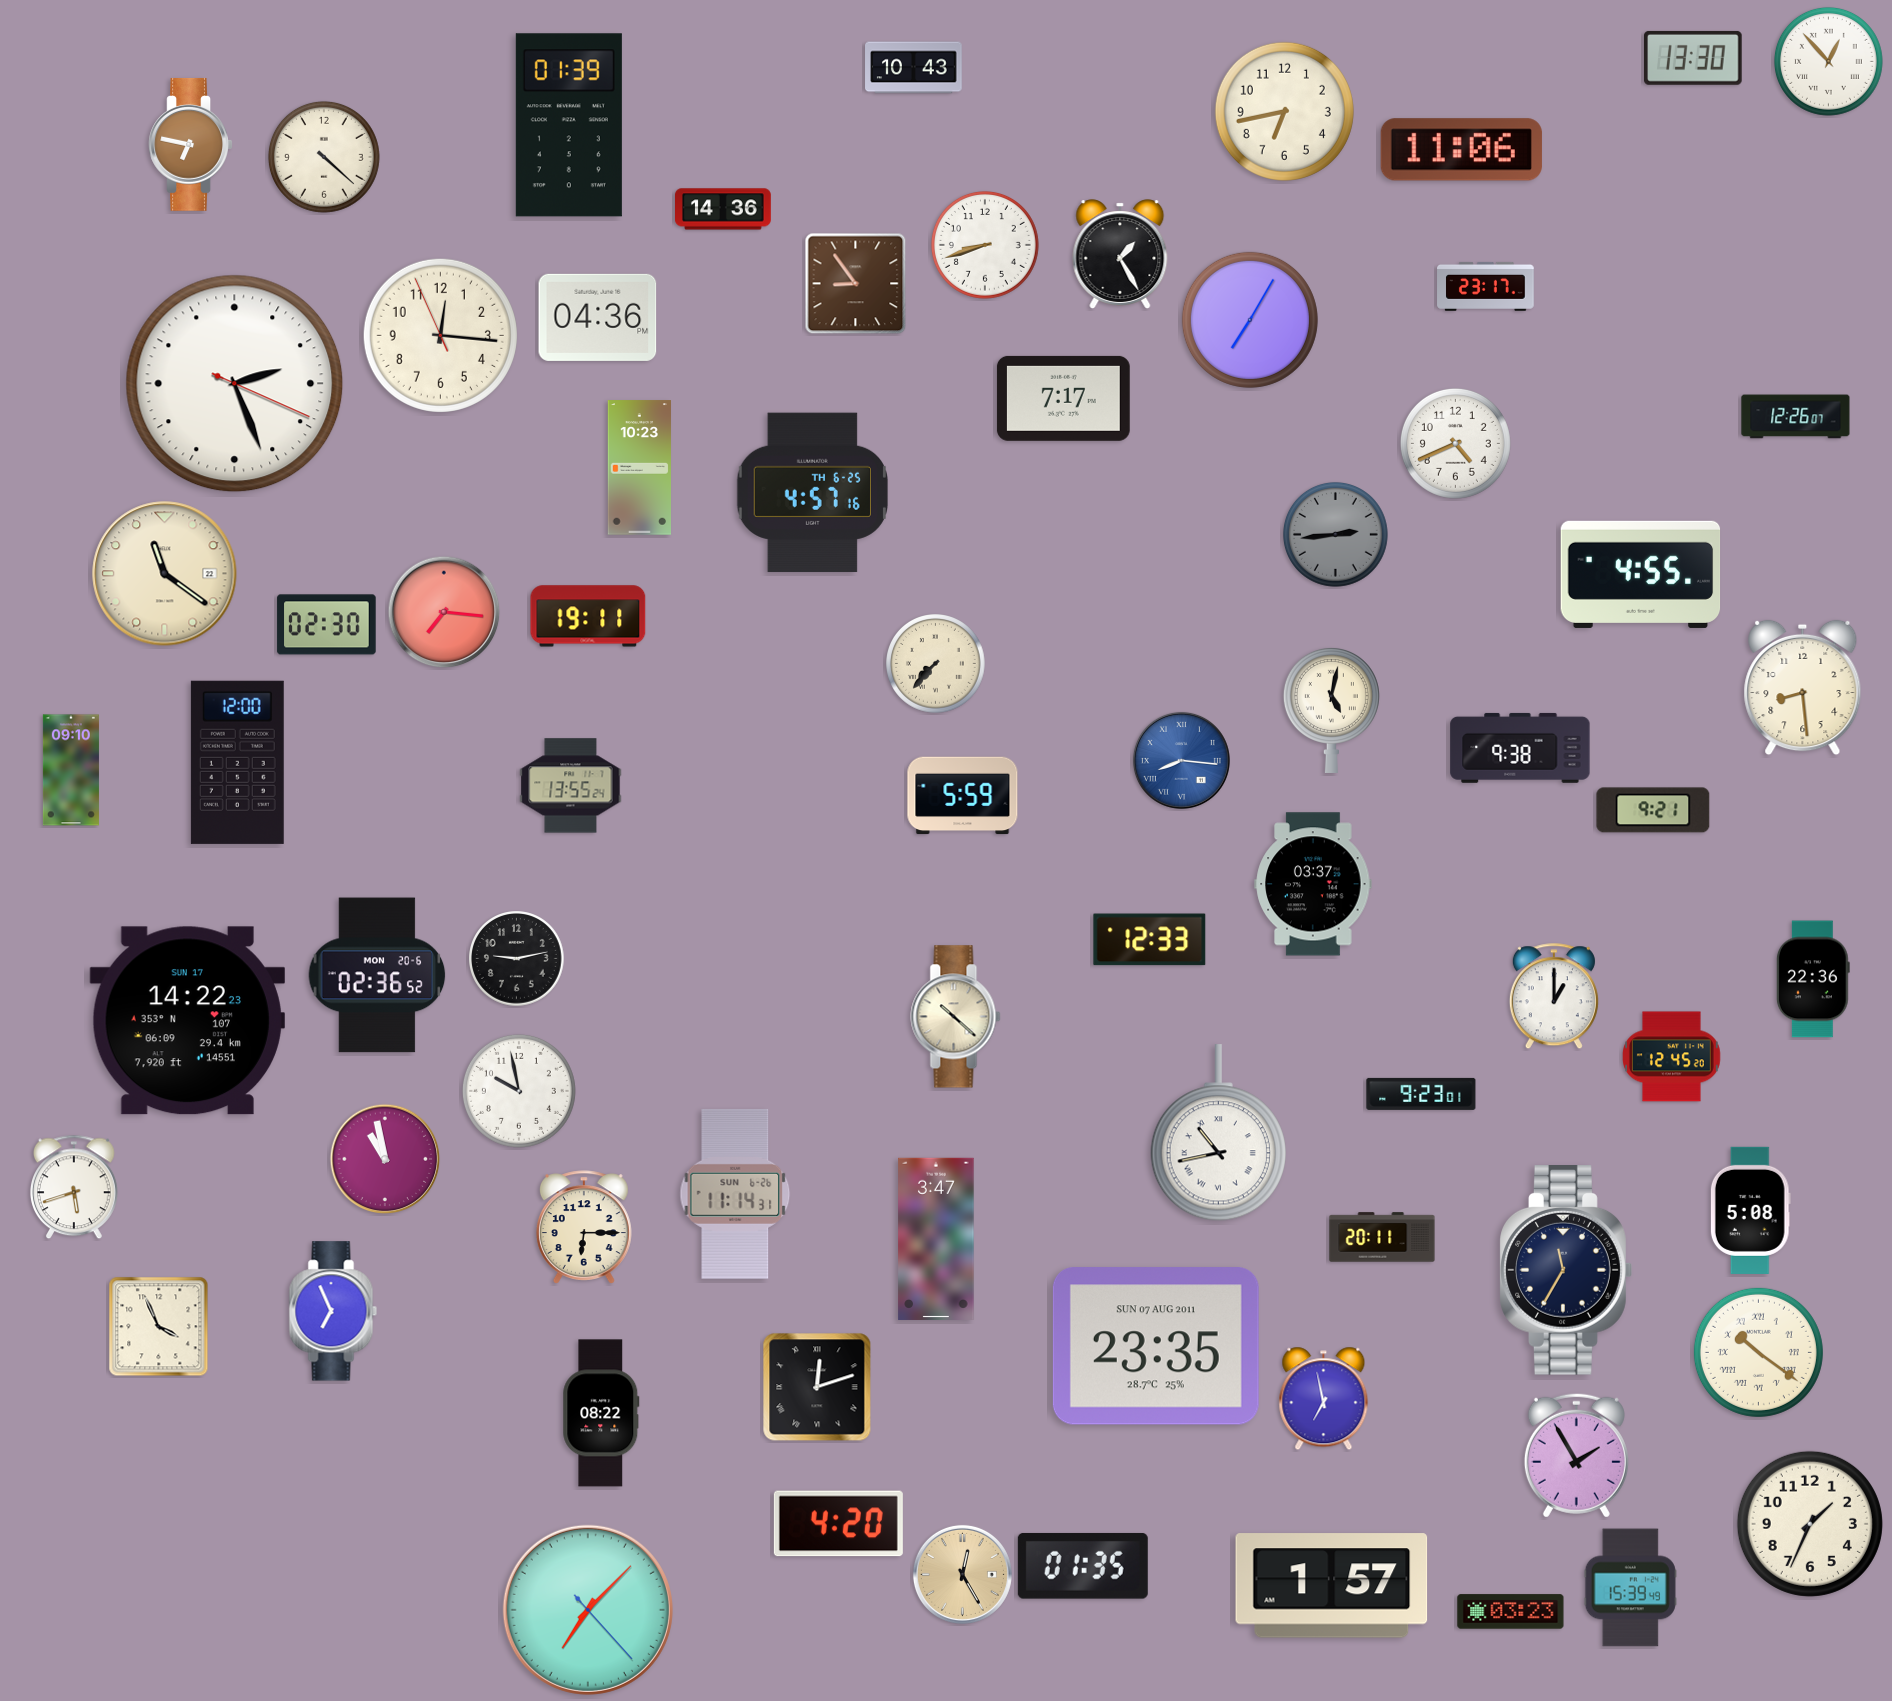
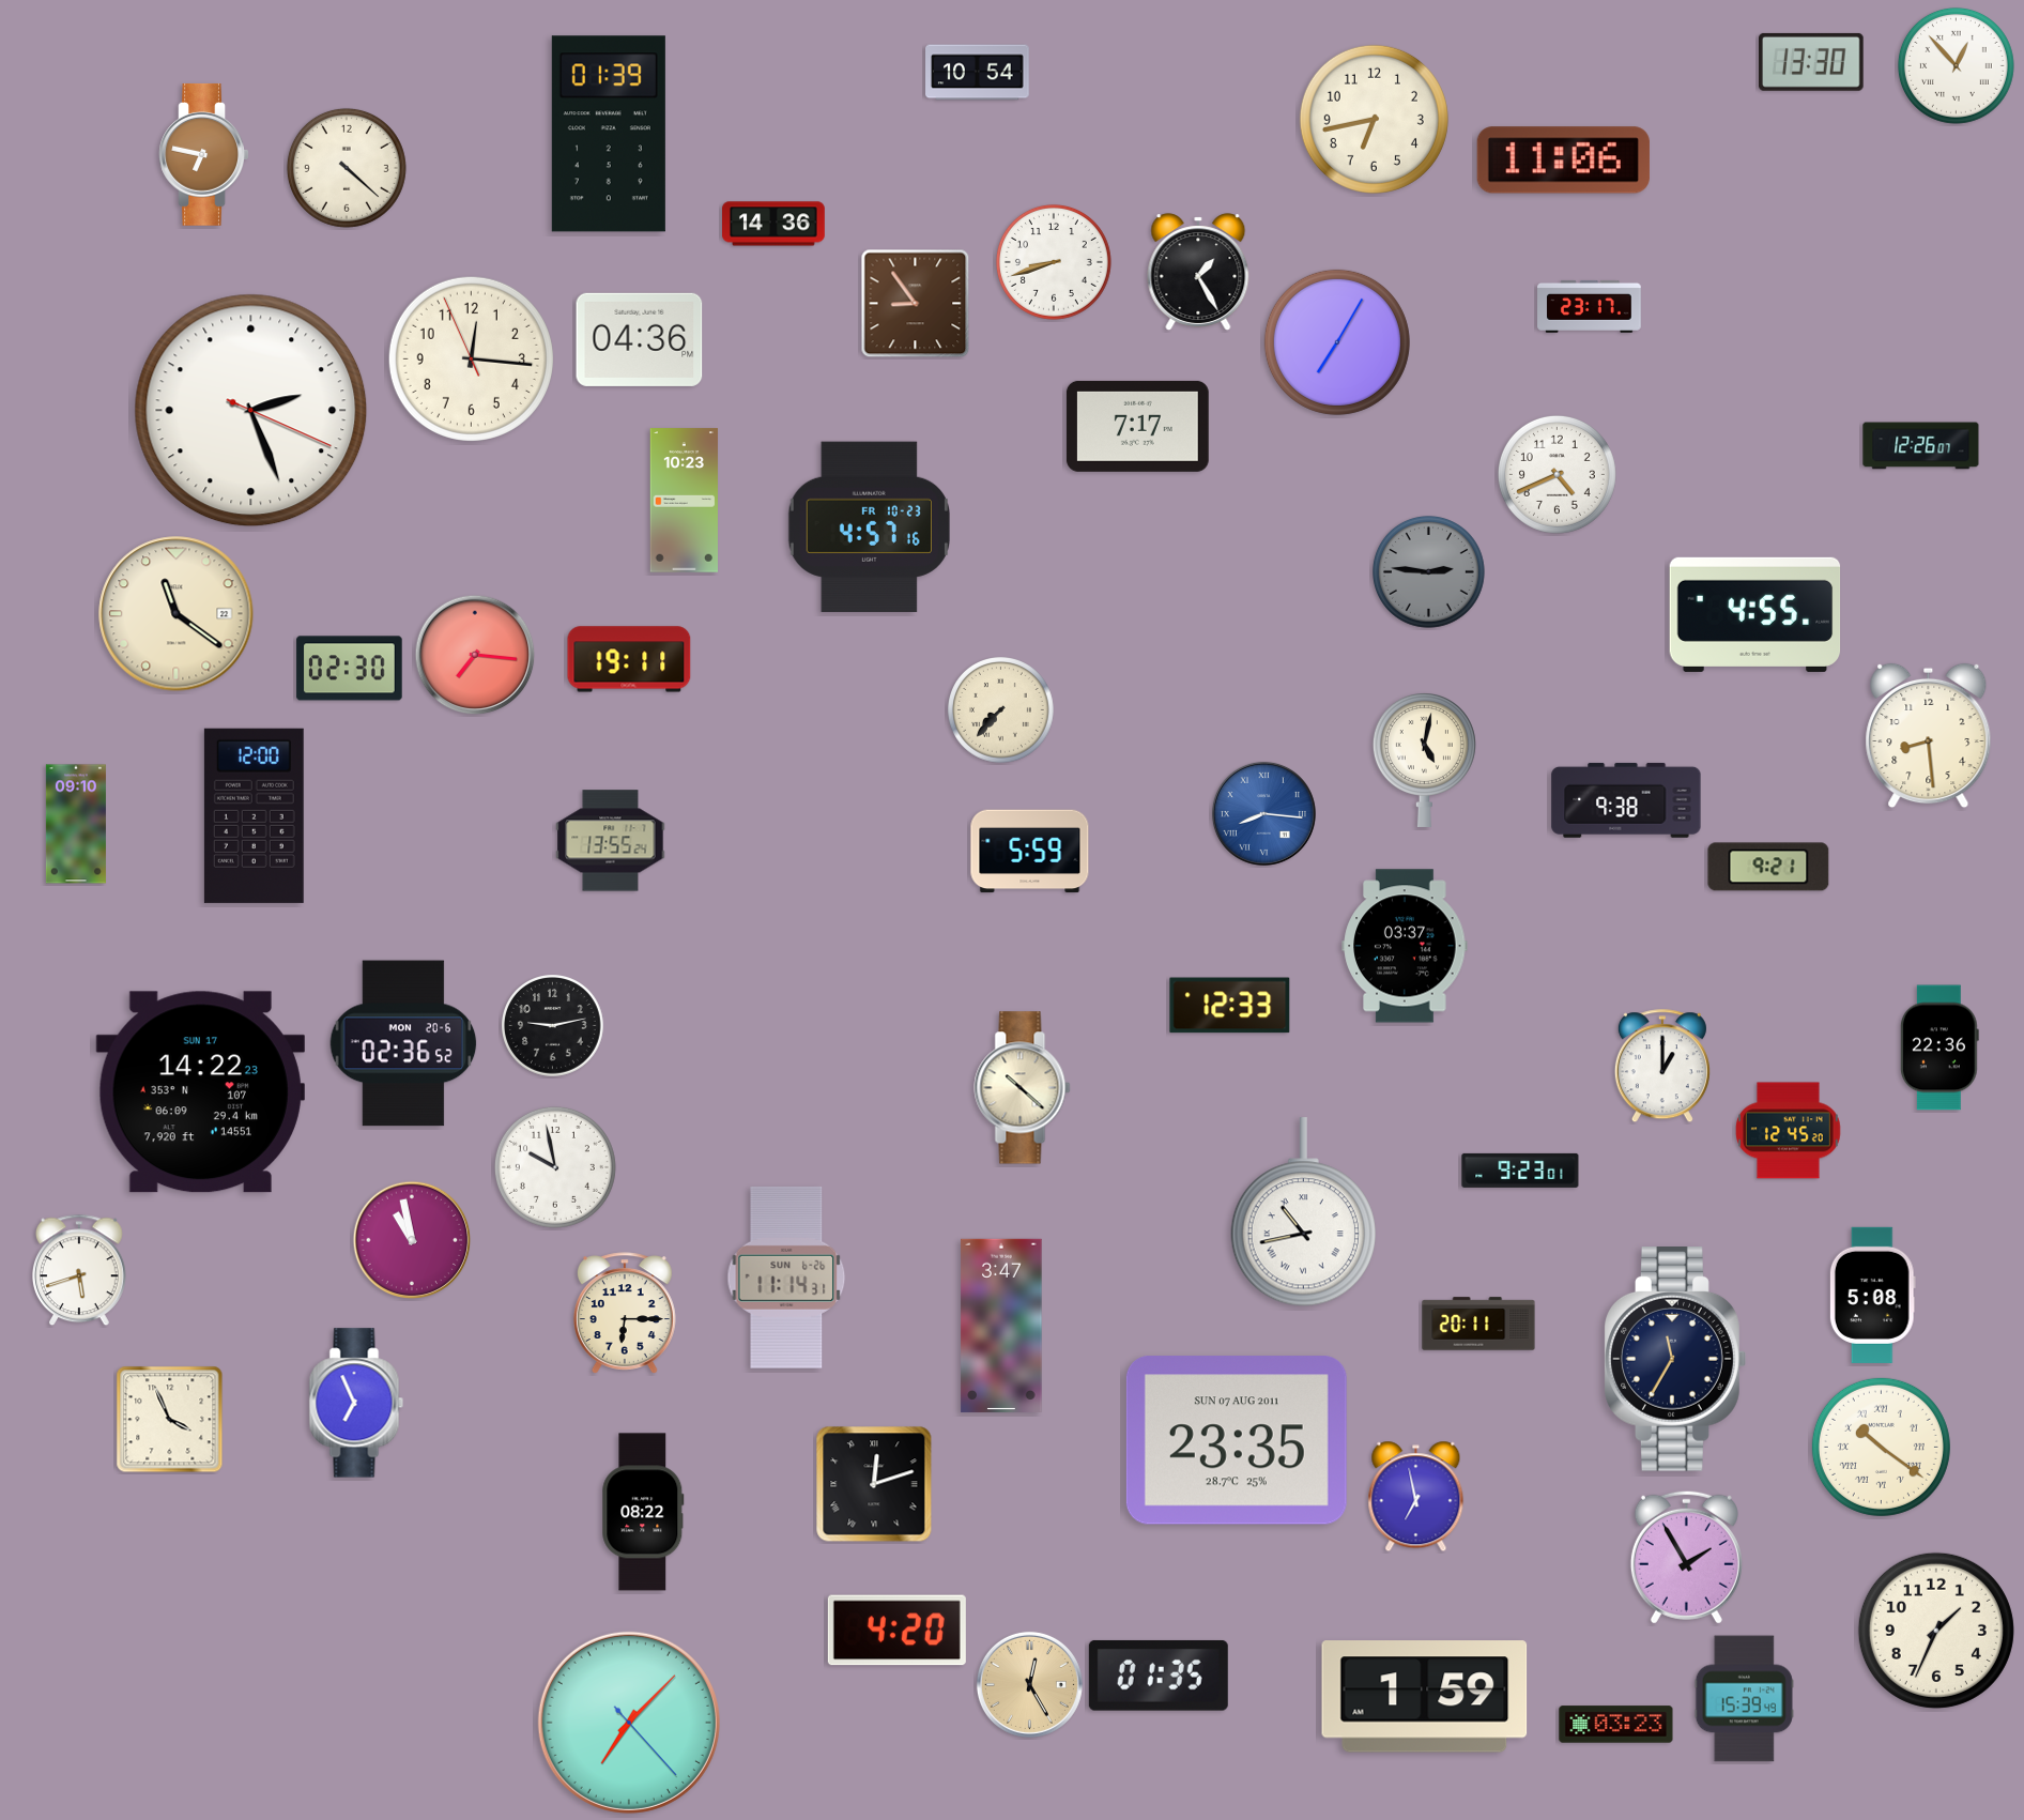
clock at (914, 68): 10:43 -> 10:54
clock at (812, 493) date: TH 6-25 -> FR 10-23
clock at (1335, 534): 2:44 -> 2:46
clock at (1332, 1586): 1:57 -> 1:59
